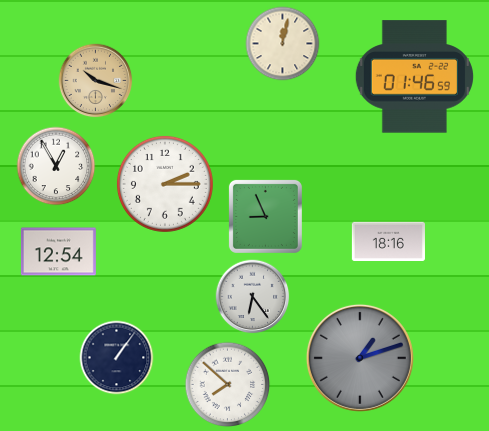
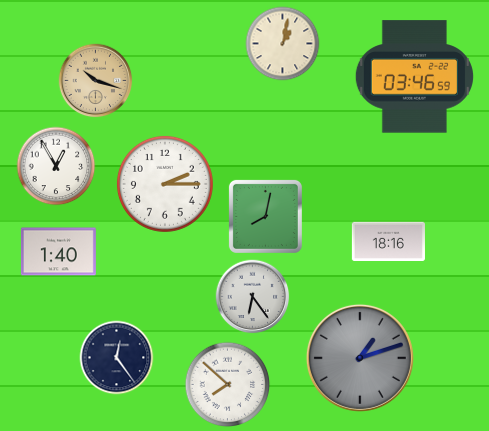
clock at (283, 44): 12:02 -> 1:02
clock at (414, 77): 01:46 -> 03:46
clock at (265, 216): 8:56 -> 8:02
clock at (58, 252): 12:54 -> 1:40
clock at (117, 358): 1:06 -> 12:24
